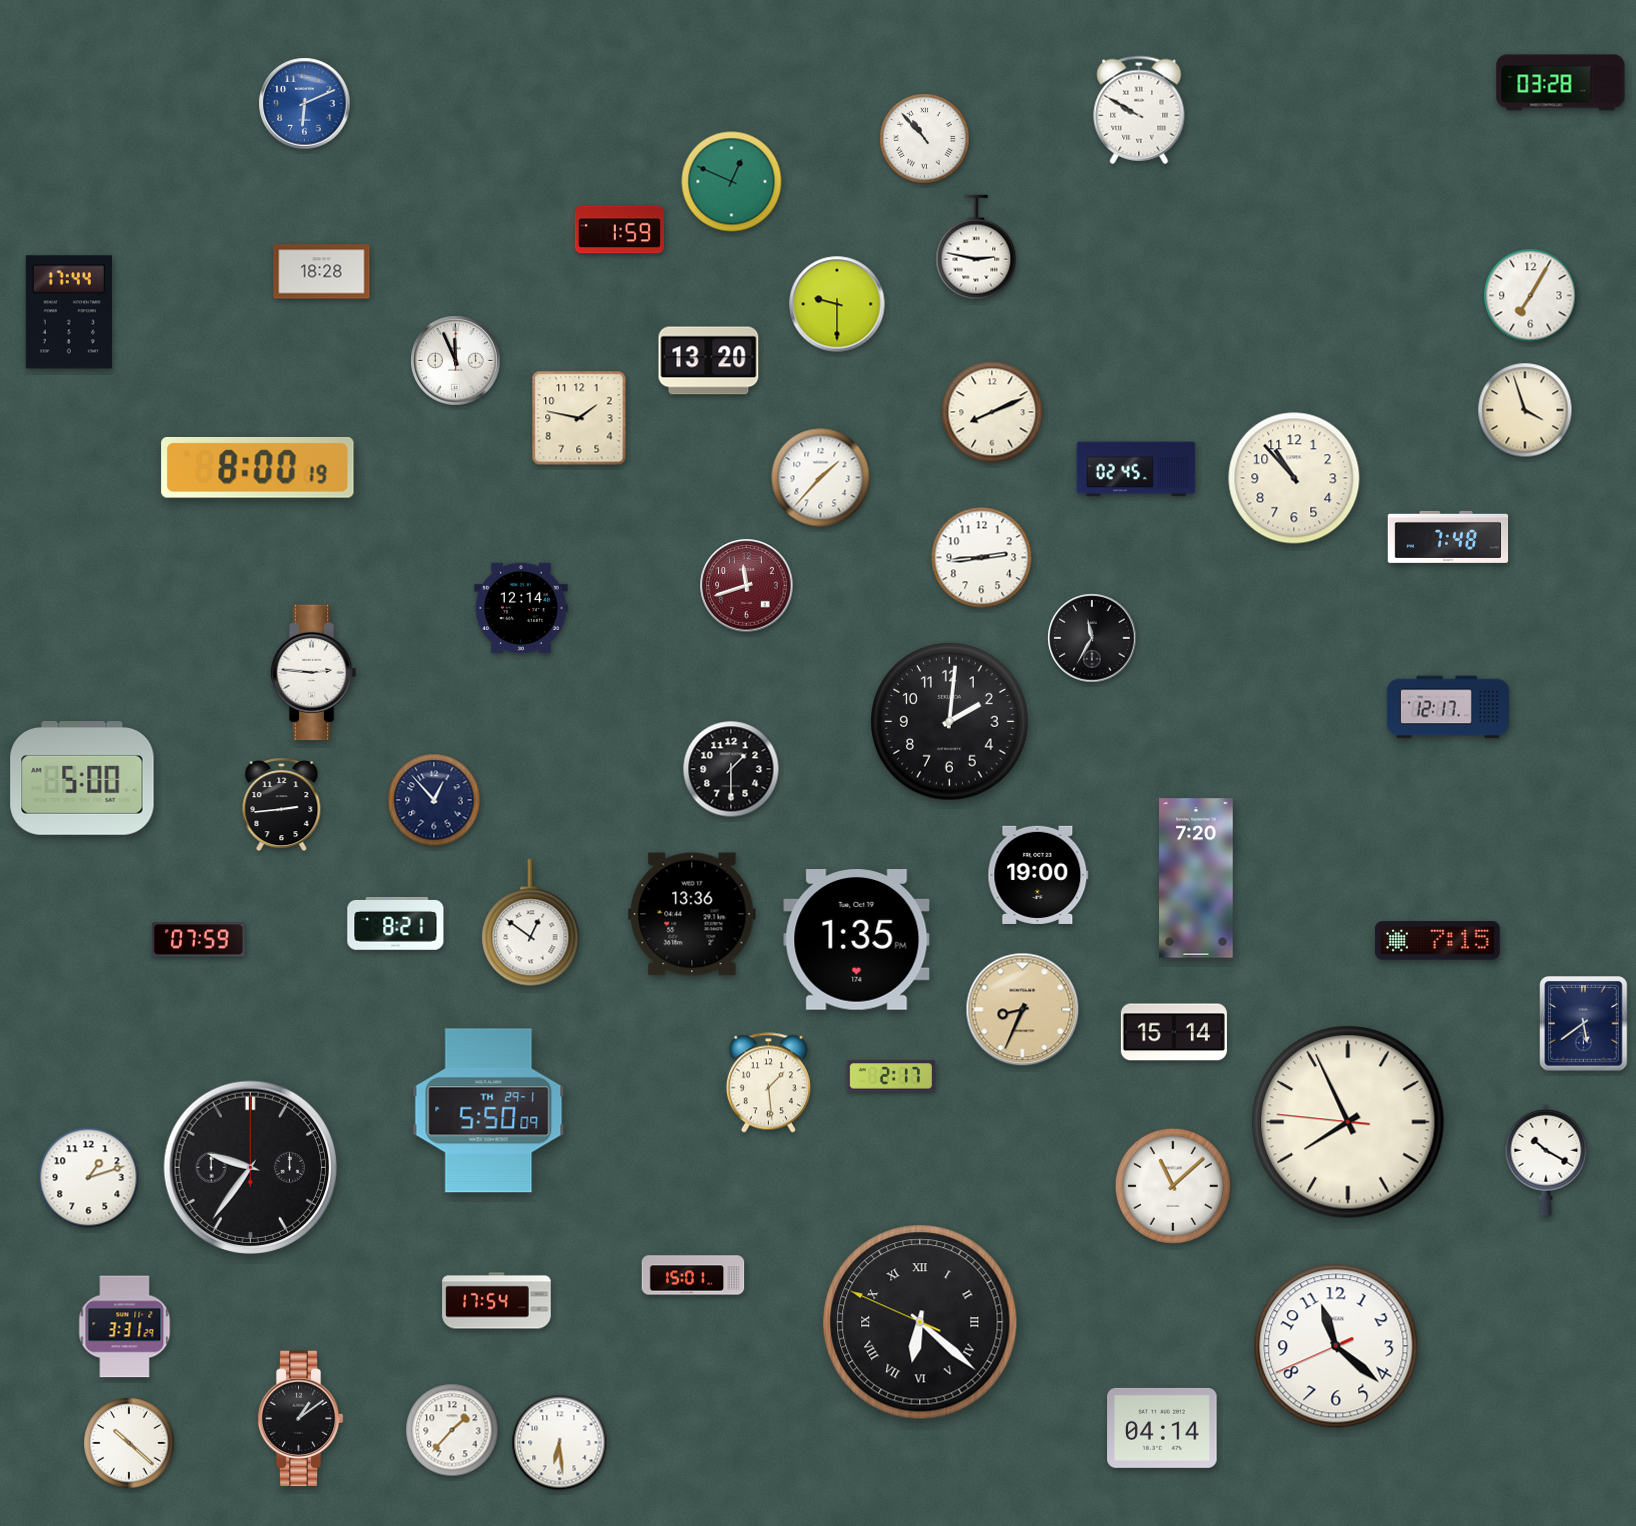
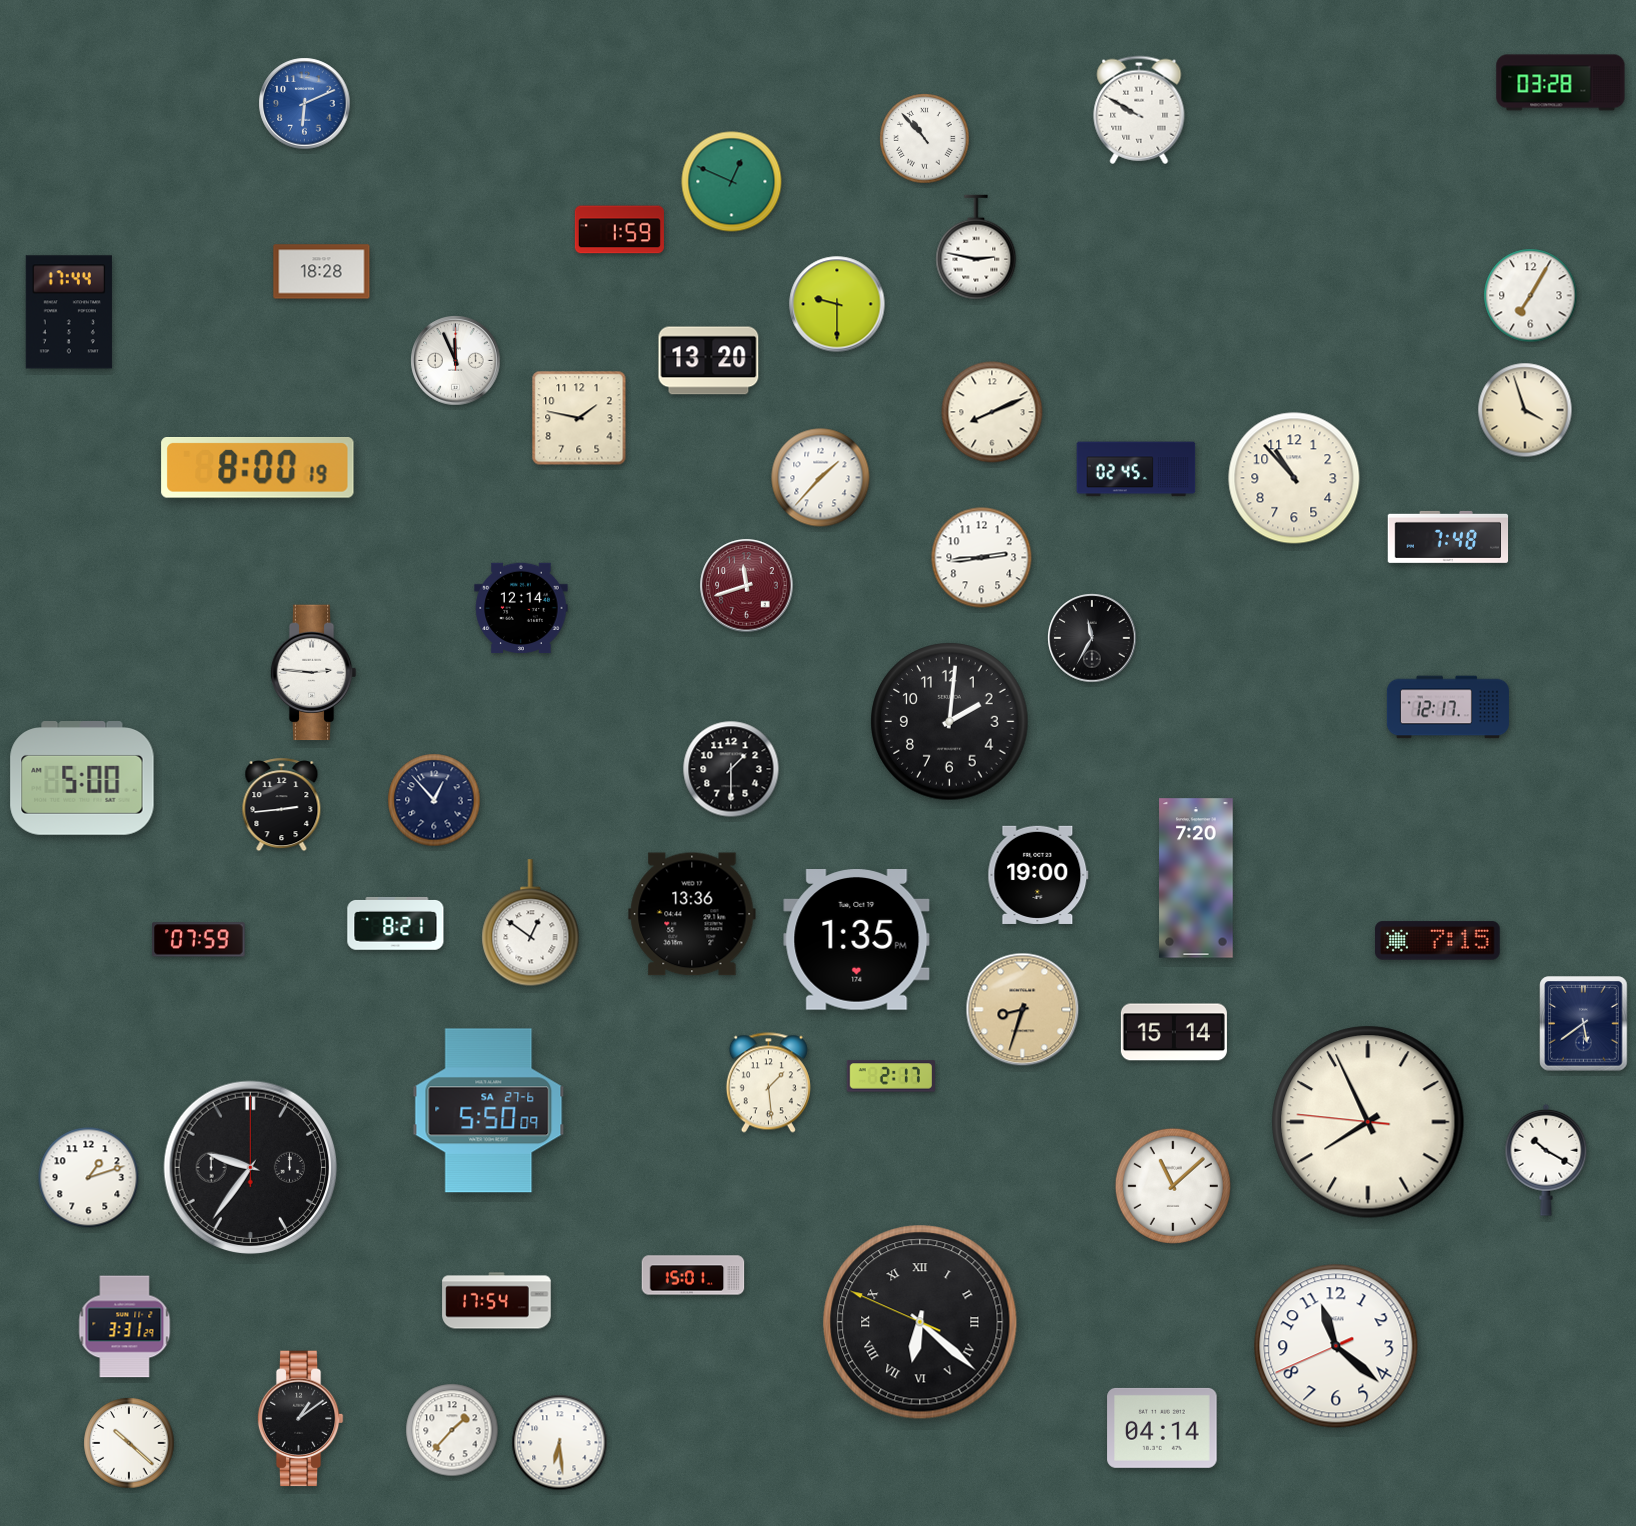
clock at (1023, 1010): 8:34 -> 8:33
clock at (489, 1111) date: TH 29-1 -> SA 27-6
clock at (1348, 1122) position: (1348, 1122) -> (1368, 1122)
